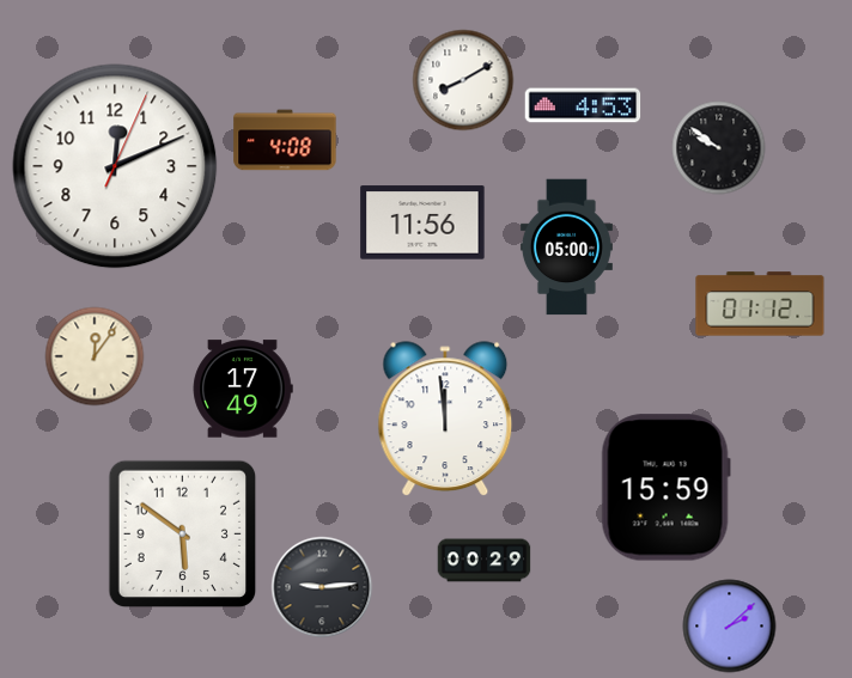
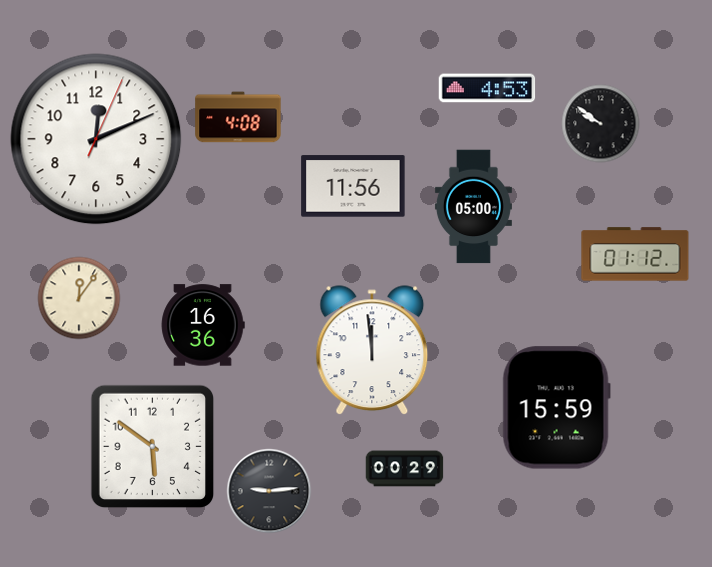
clock at (463, 80): 8:10 -> none
clock at (243, 389): 17:49 -> 16:36
clock at (730, 627): 2:08 -> none
